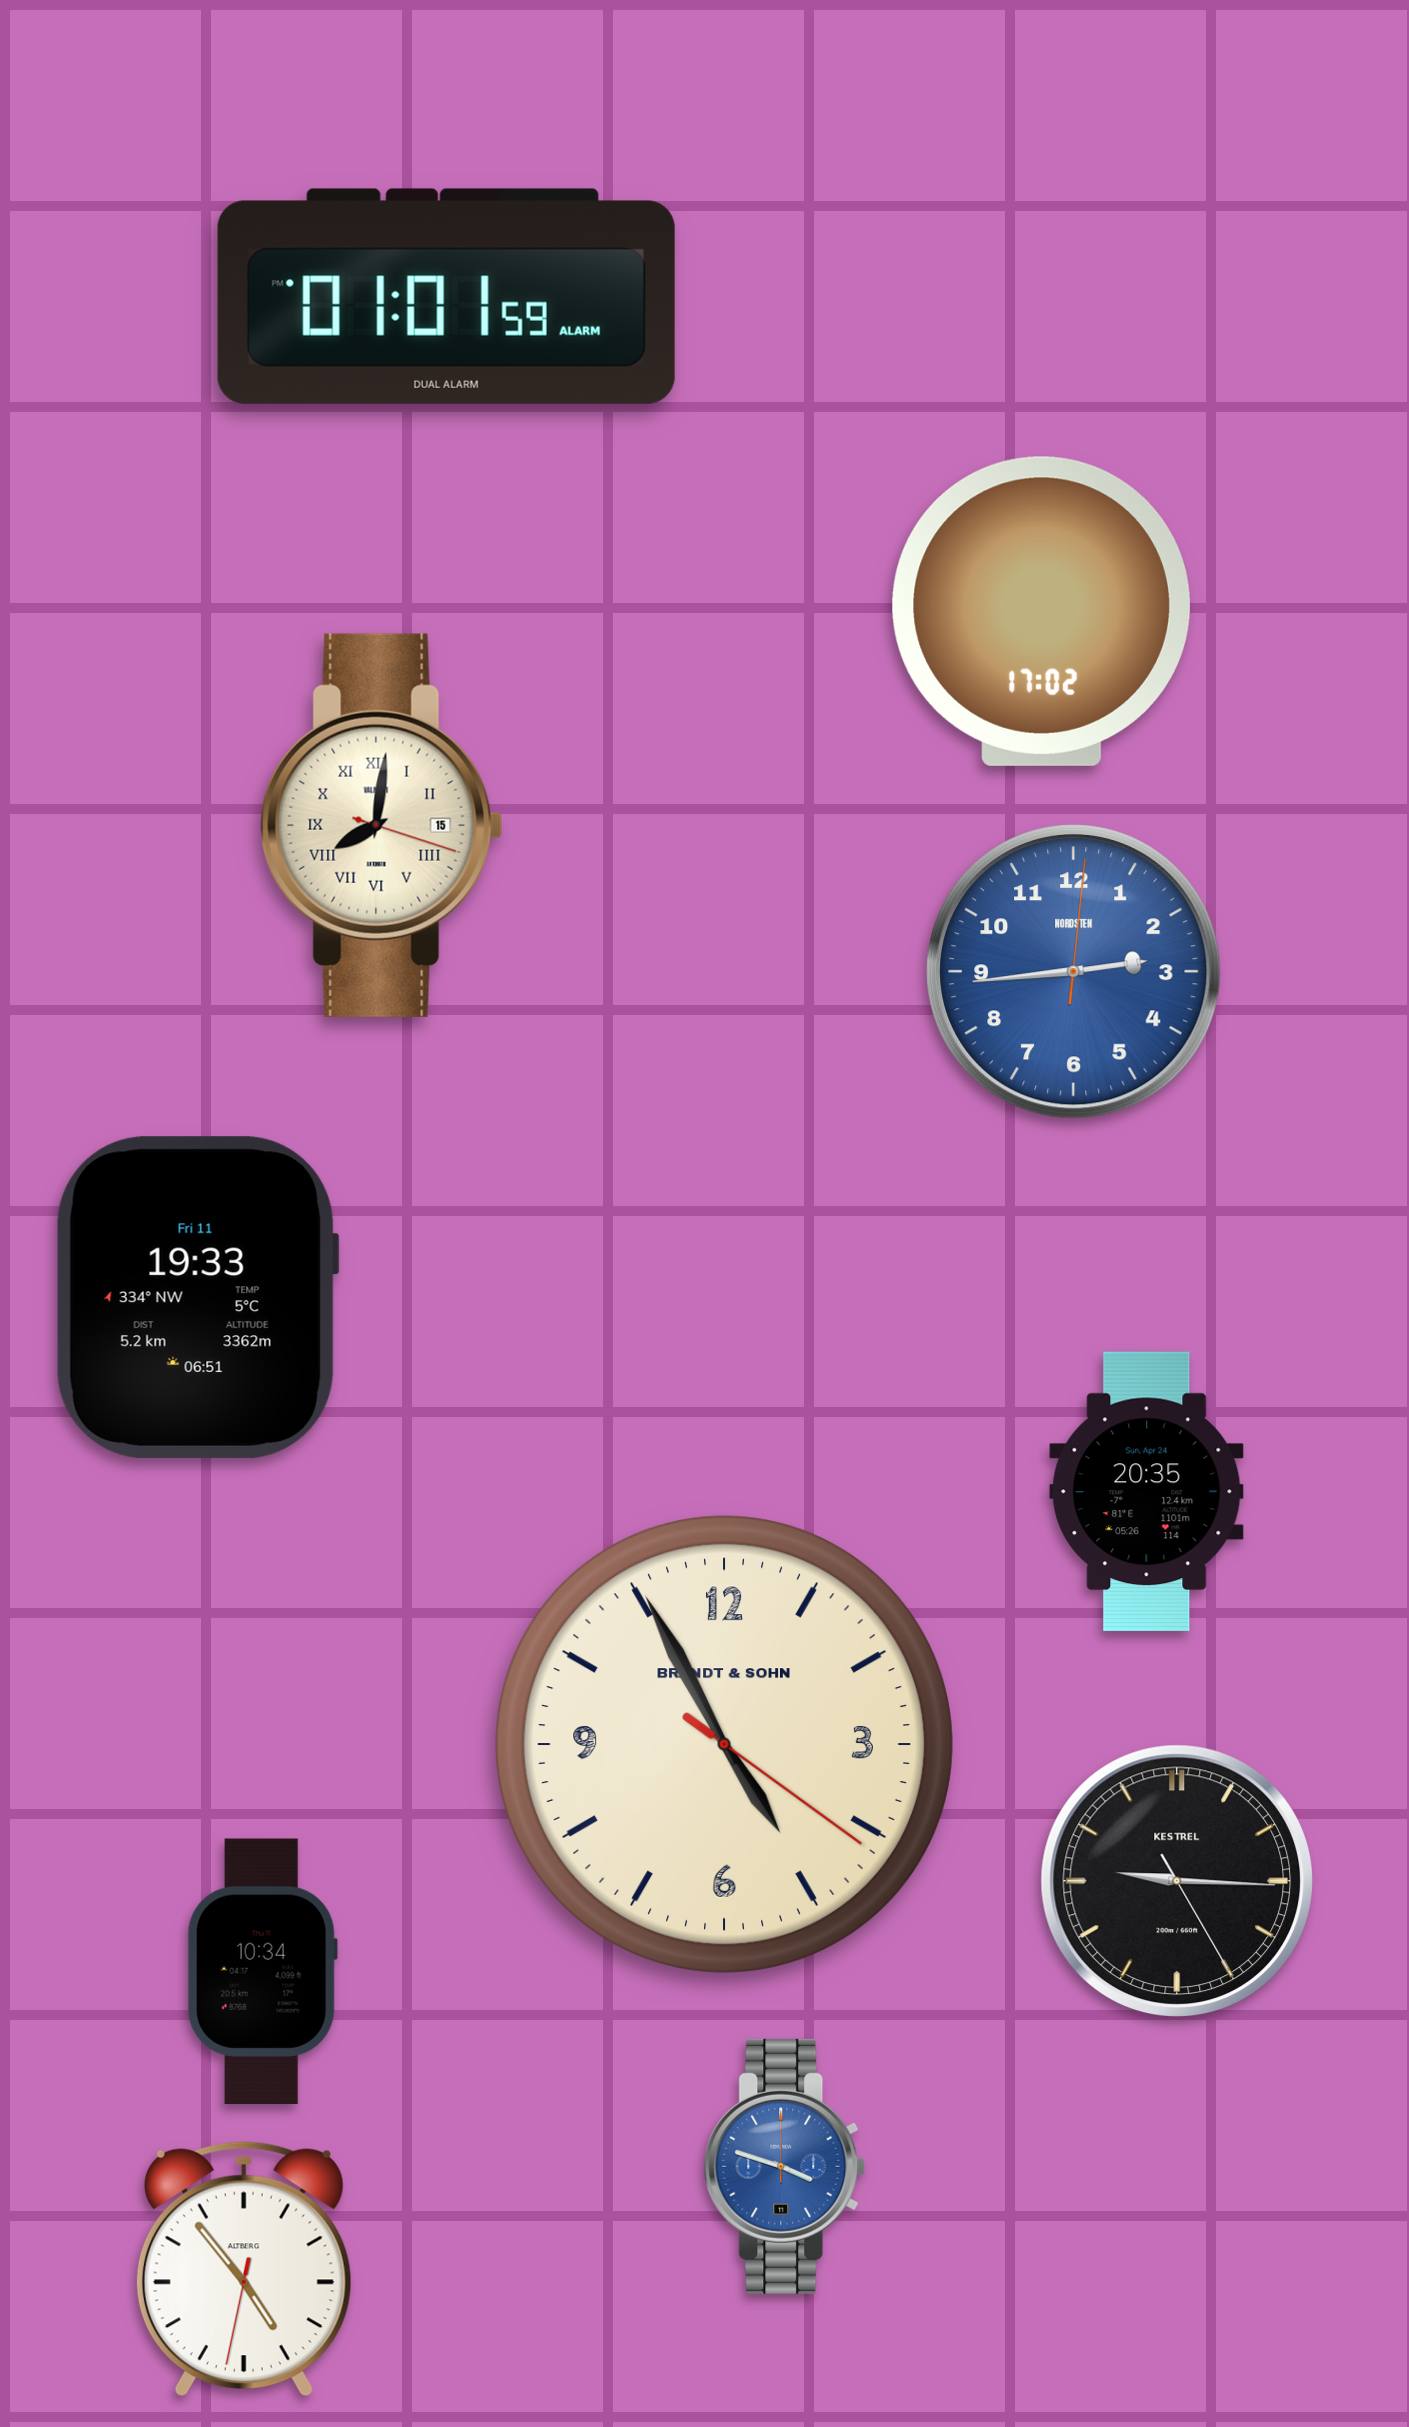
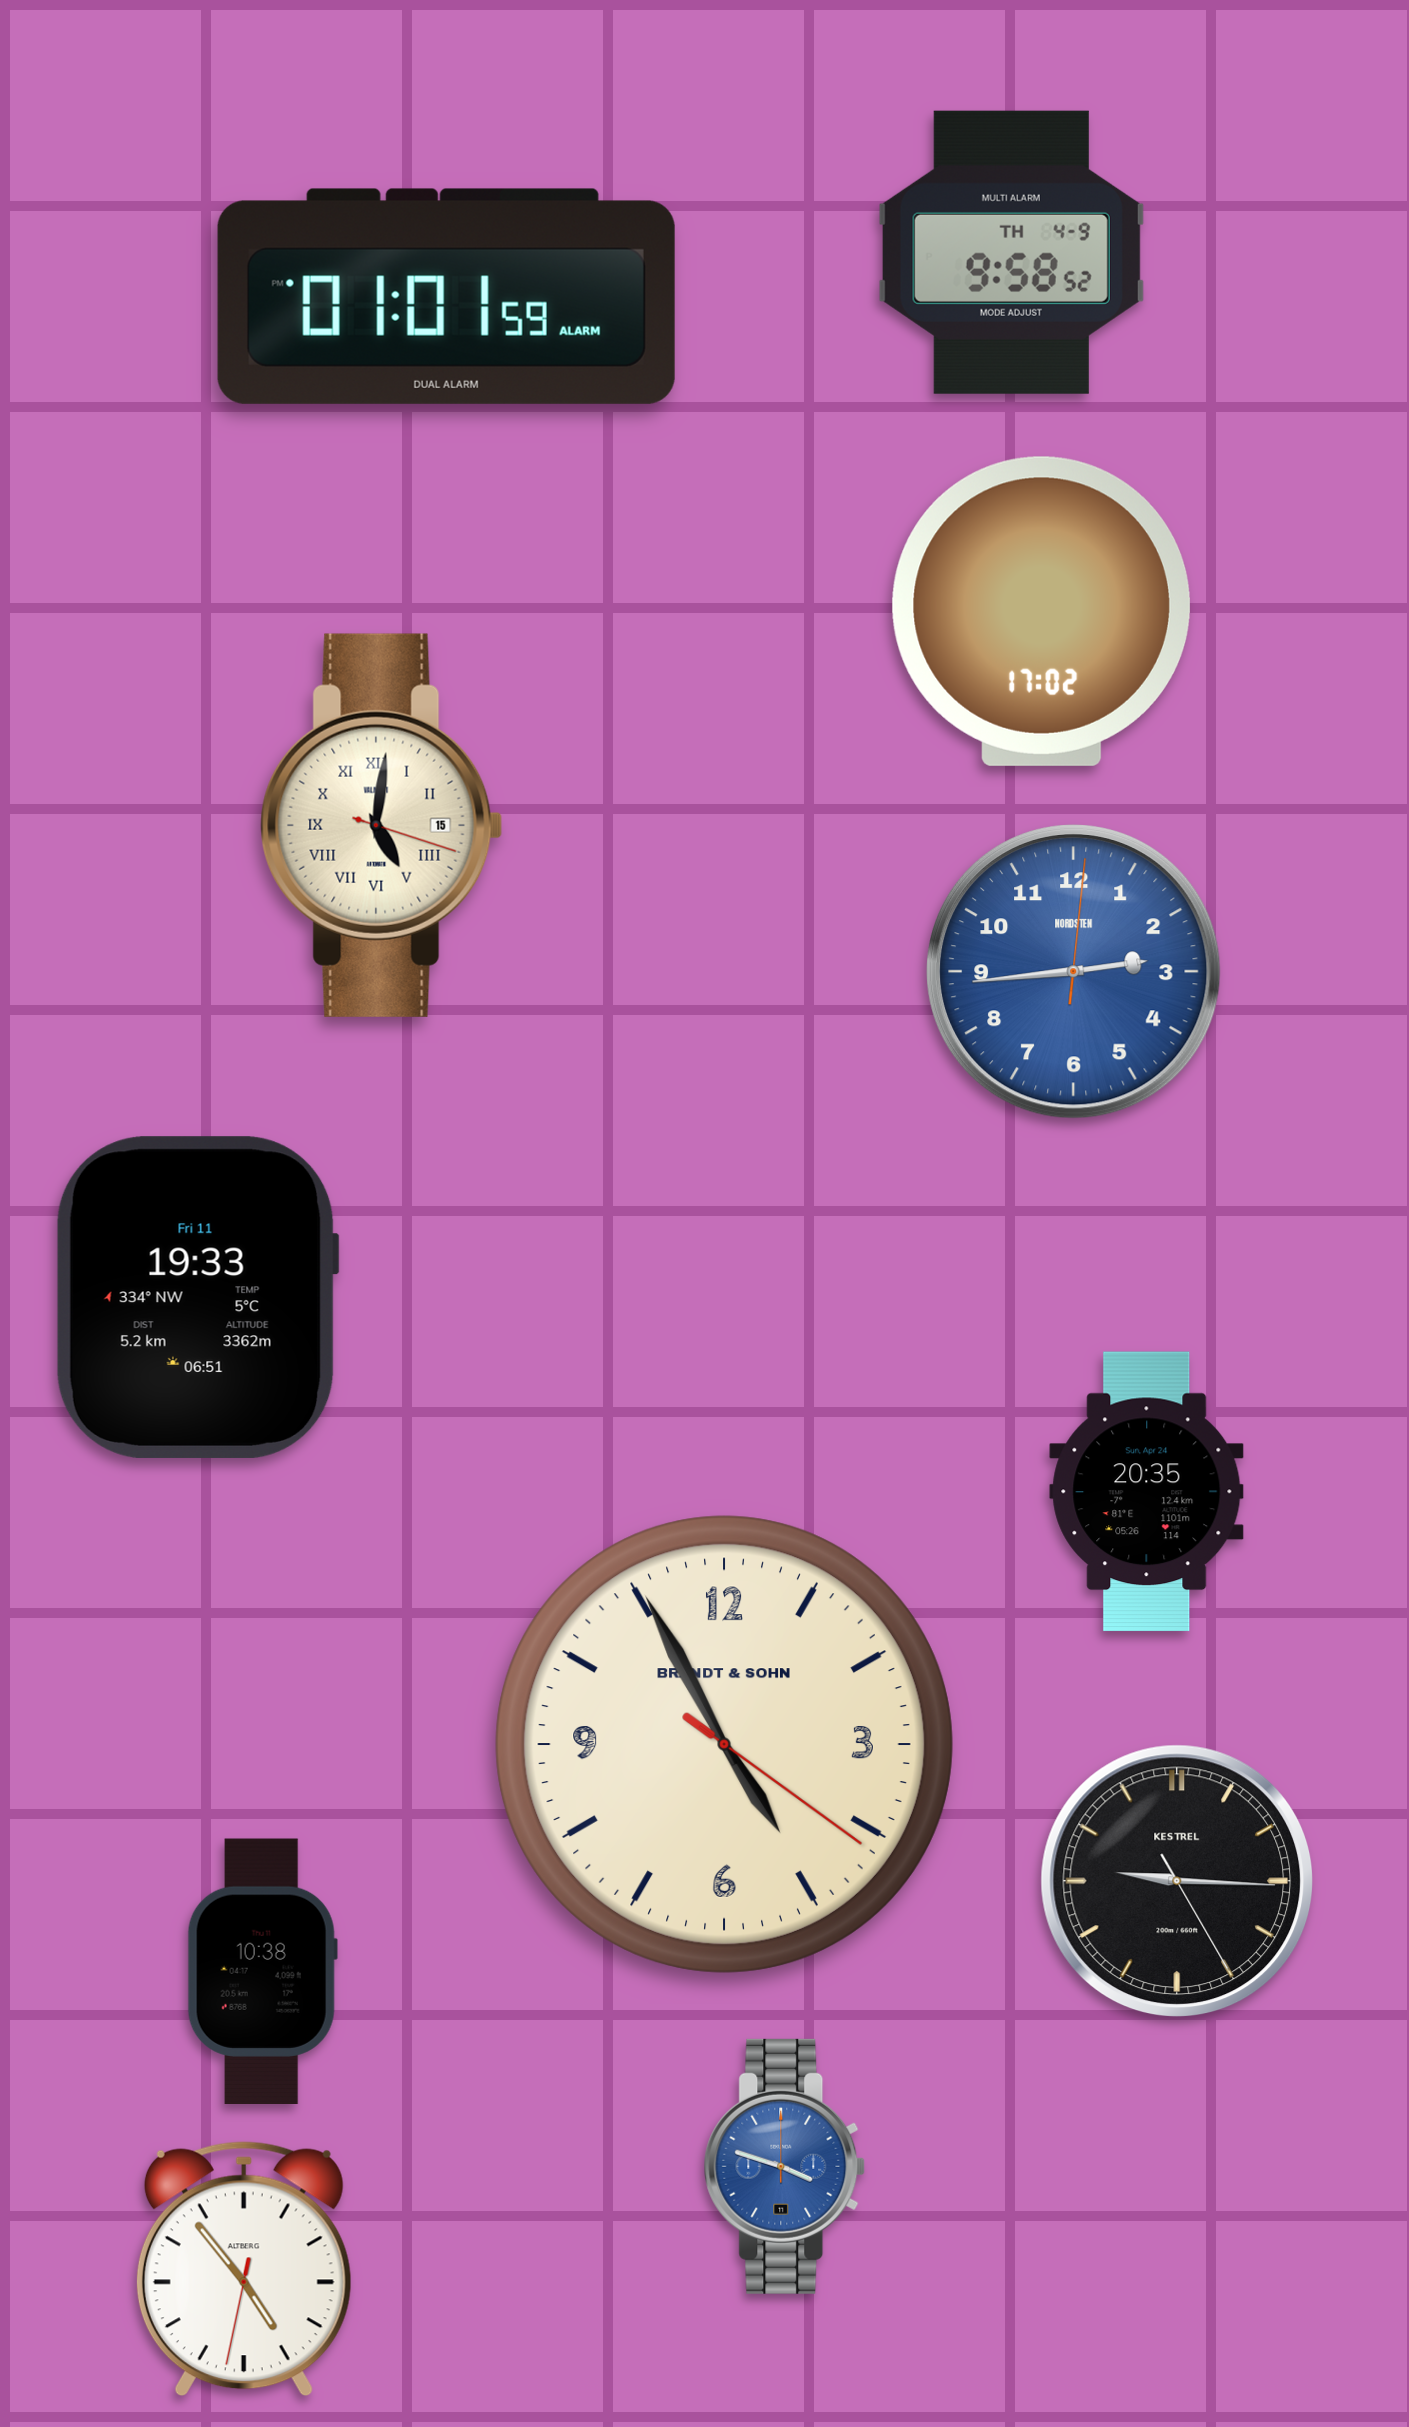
clock at (1011, 252): none -> 9:58
clock at (382, 825): 8:01 -> 5:01
clock at (262, 1971): 10:34 -> 10:38
